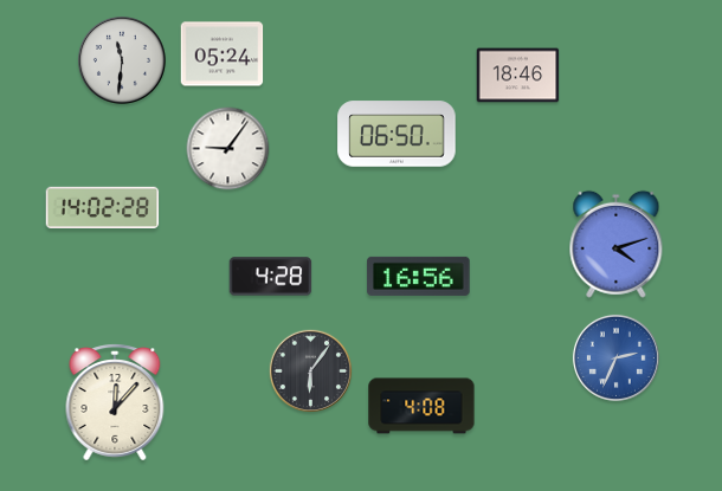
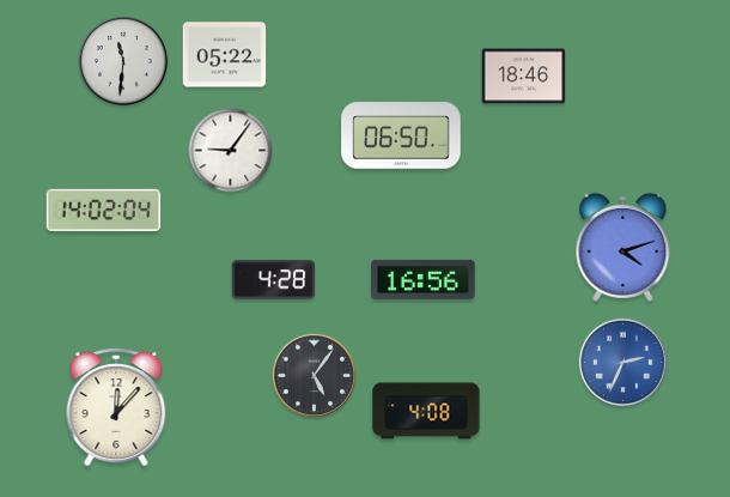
clock at (223, 54): 05:24 -> 05:22
clock at (103, 208): 14:02:28 -> 14:02:04
clock at (311, 372): 6:06 -> 5:06
